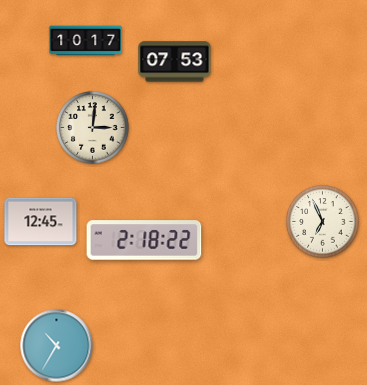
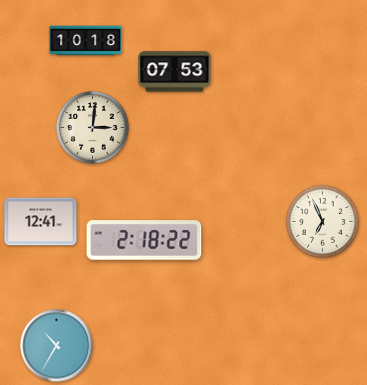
clock at (86, 41): 10:17 -> 10:18
clock at (175, 62) position: (175, 62) -> (175, 72)
clock at (41, 222): 12:45 -> 12:41
